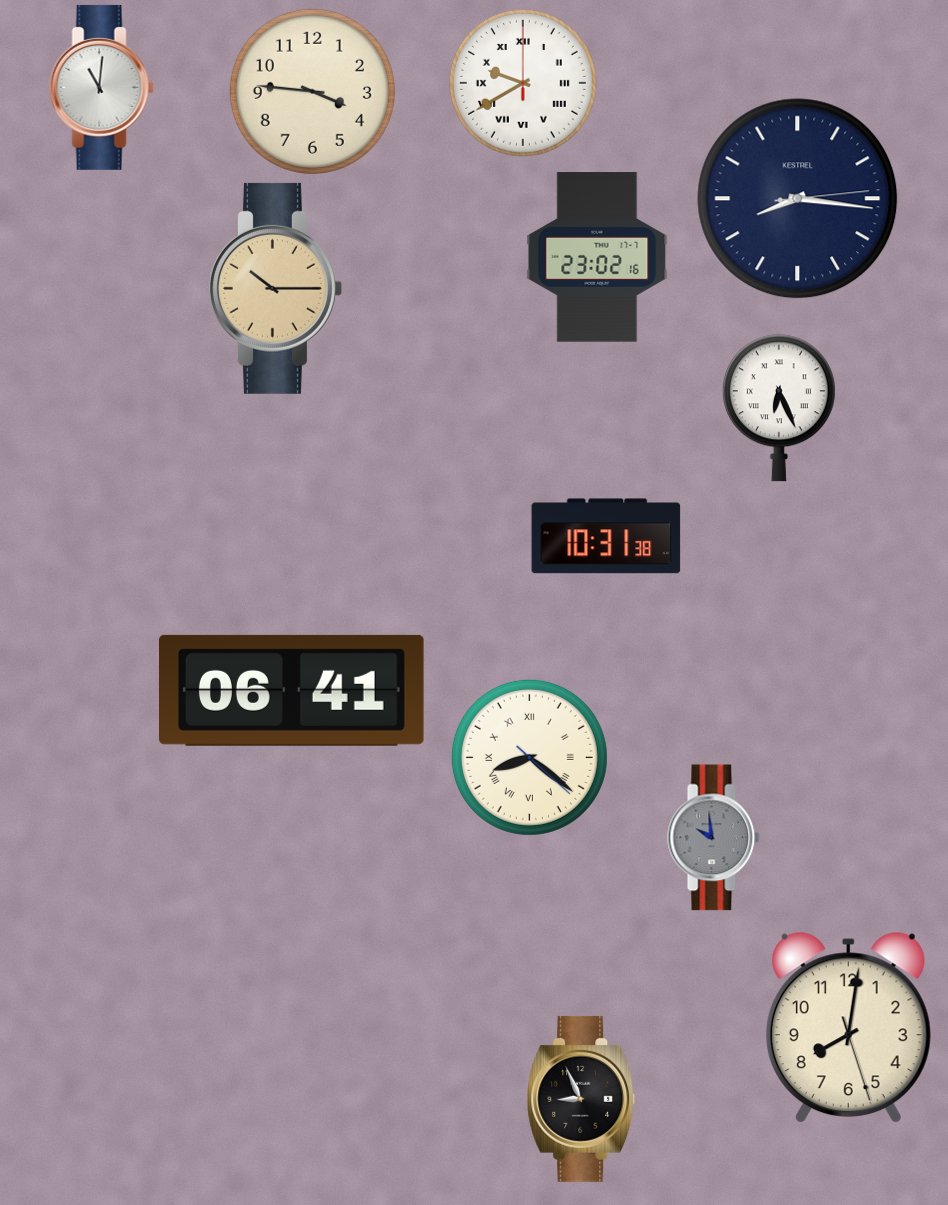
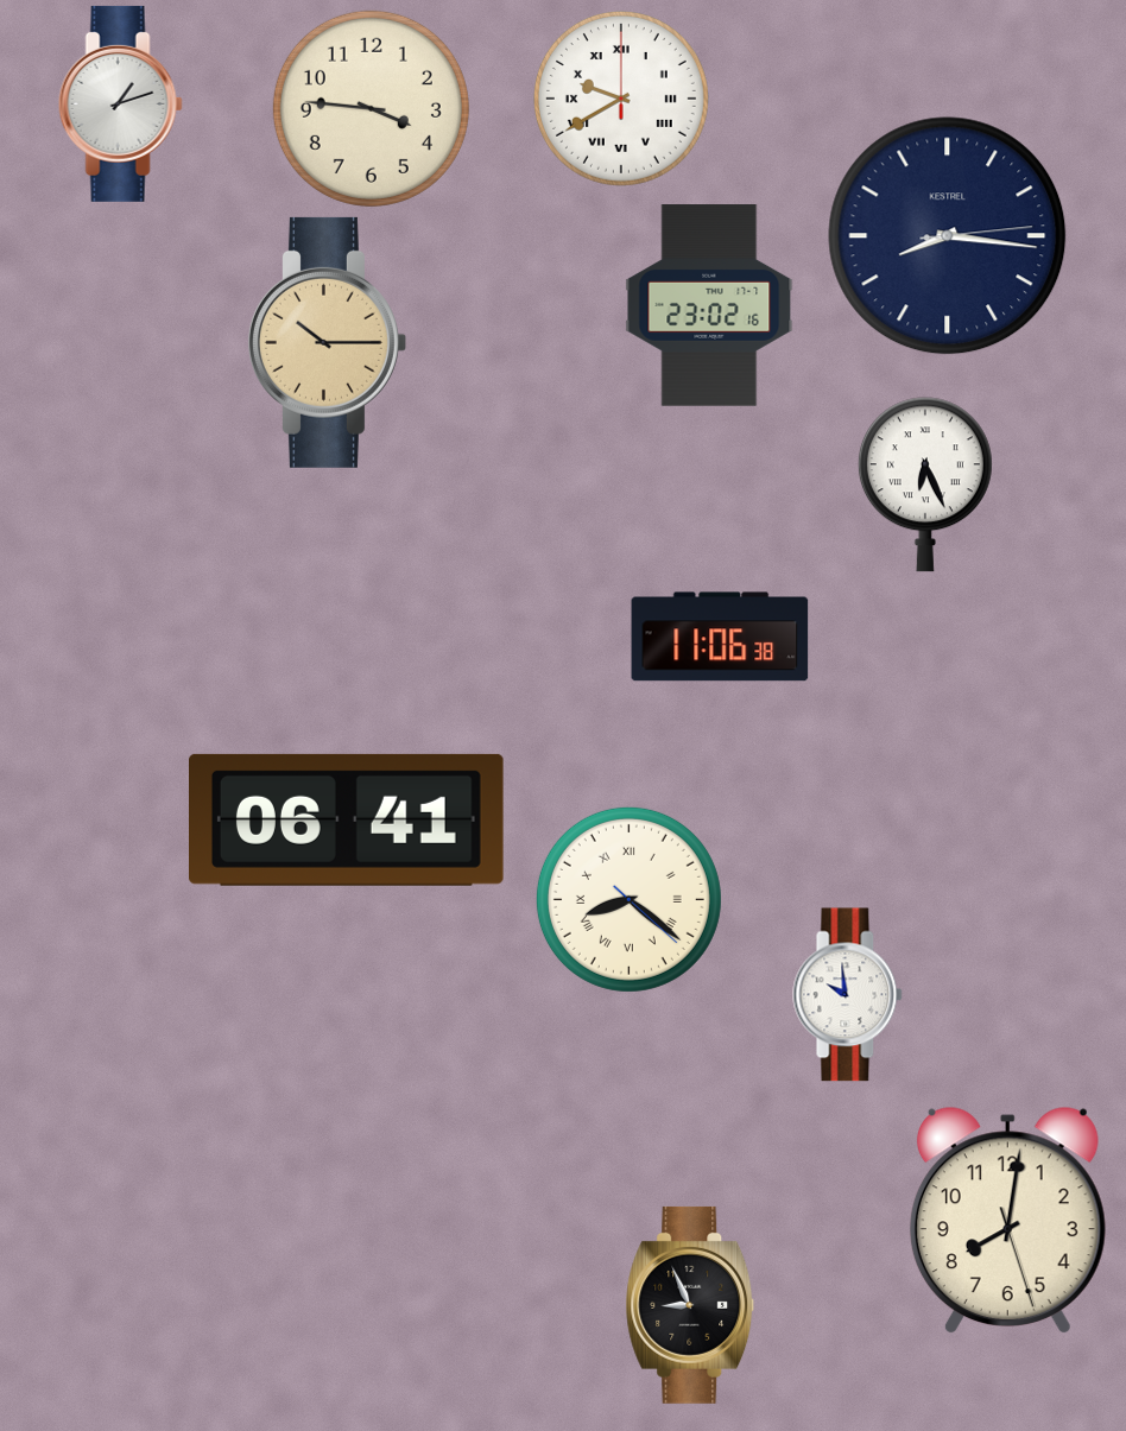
clock at (101, 87): 11:01 -> 1:12
clock at (606, 536): 10:31 -> 11:06
clock at (714, 838) dial: grey -> white
